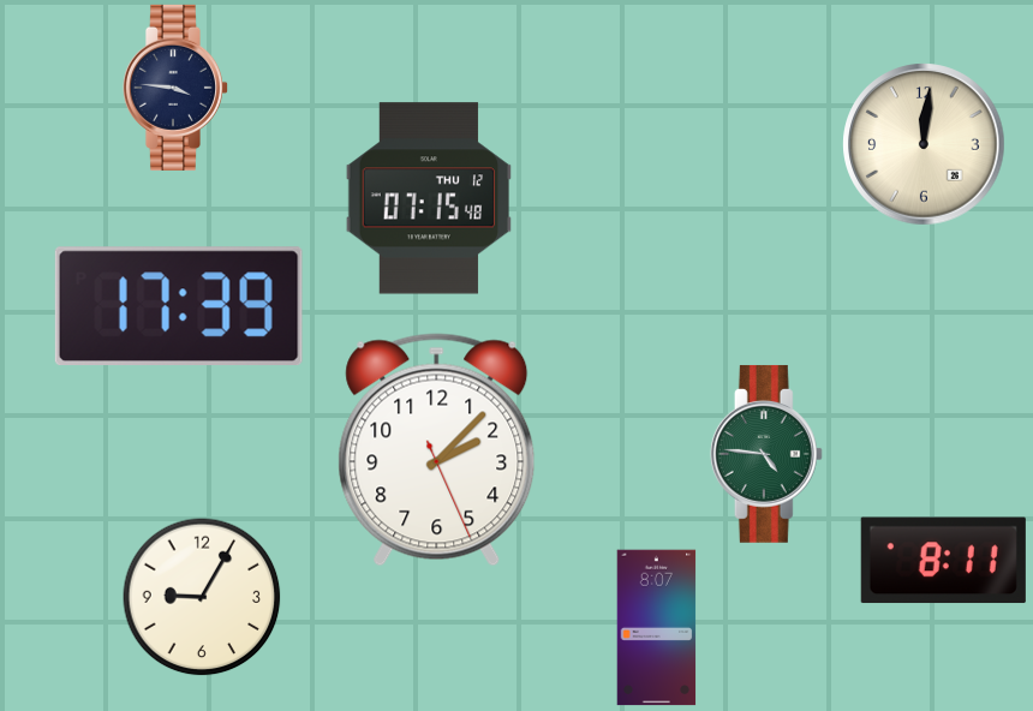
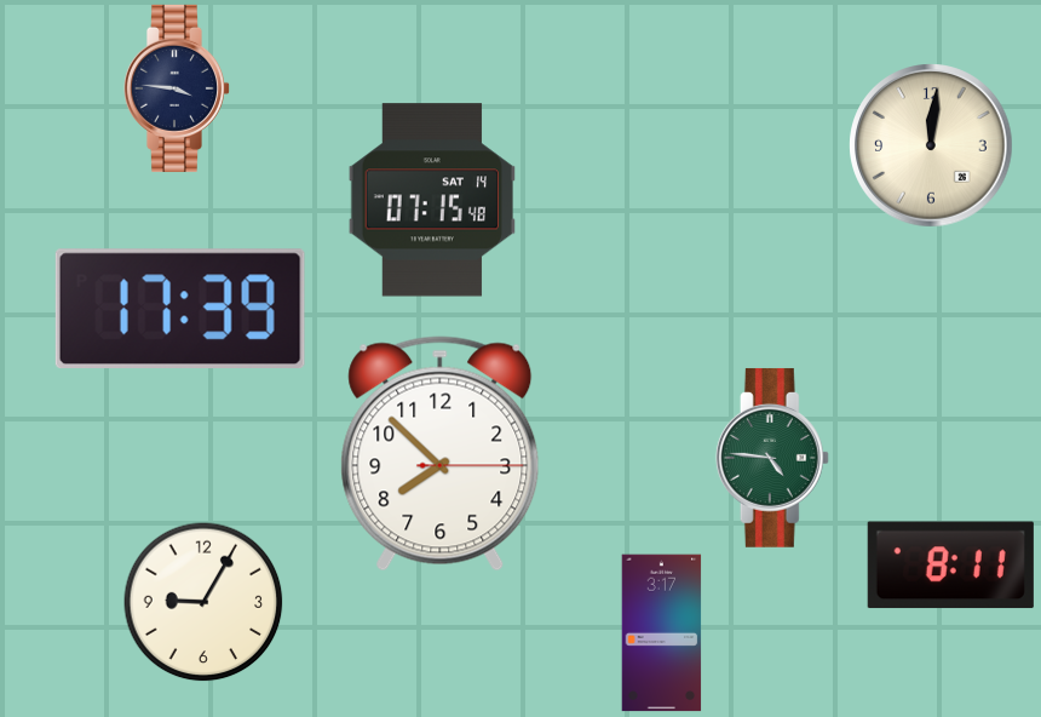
clock at (428, 198) date: THU 12 -> SAT 14
clock at (437, 450): 2:07 -> 7:52
clock at (657, 628): 8:07 -> 3:17
